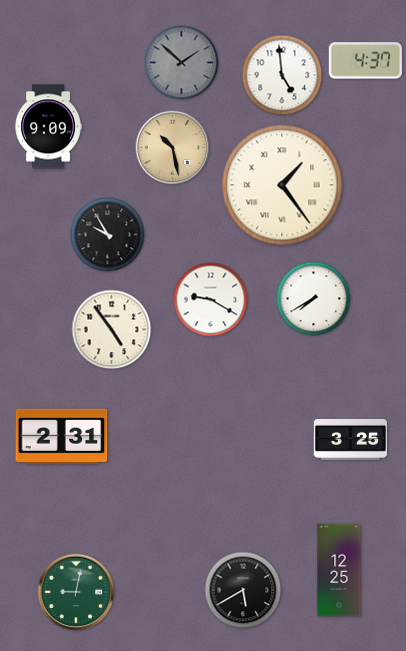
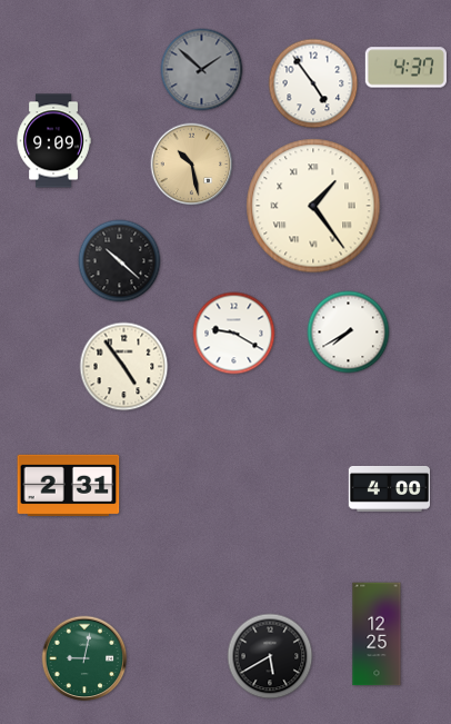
clock at (282, 75): 4:59 -> 4:54
clock at (108, 235): 9:55 -> 10:22
clock at (350, 439): 3:25 -> 4:00
